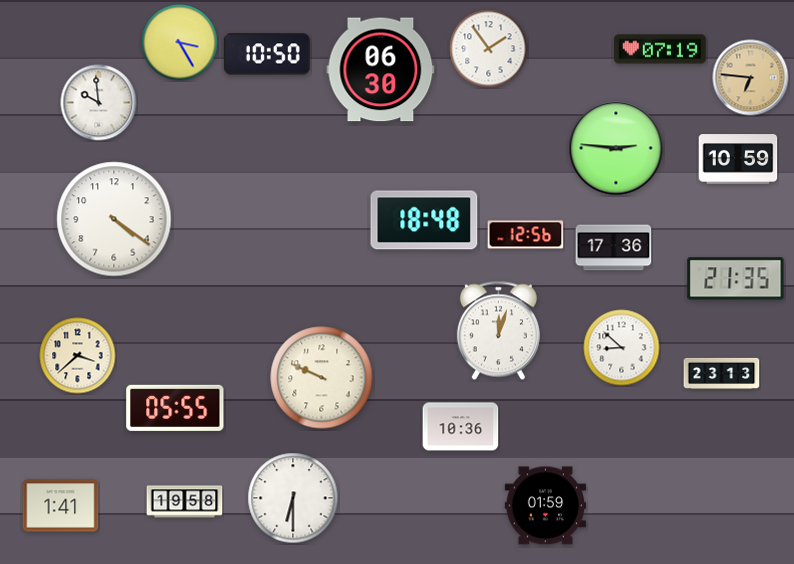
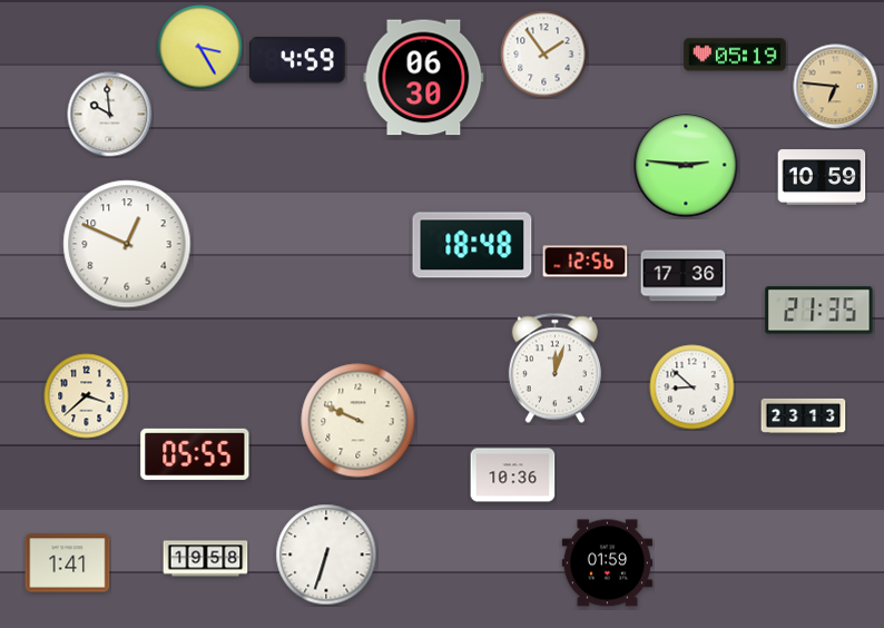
clock at (660, 49): 07:19 -> 05:19
clock at (267, 54): 10:50 -> 4:59
clock at (114, 219): 4:21 -> 12:49
clock at (293, 498): 6:30 -> 6:33
